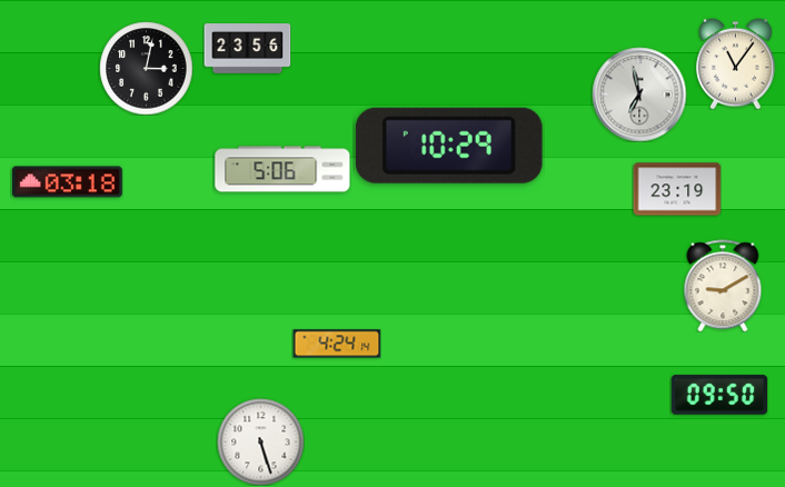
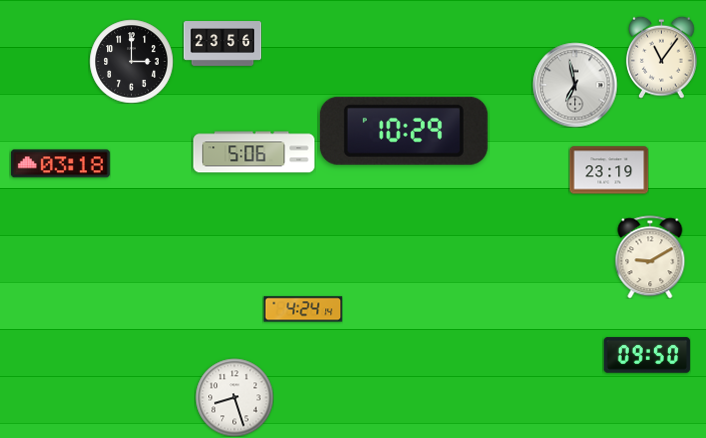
clock at (146, 68): 3:02 -> 3:00
clock at (260, 441): 5:27 -> 8:27
